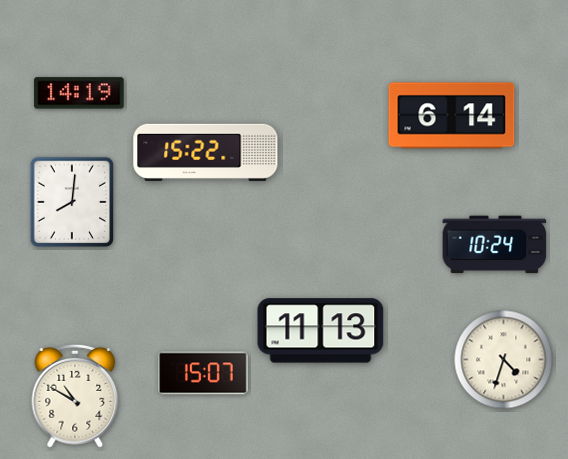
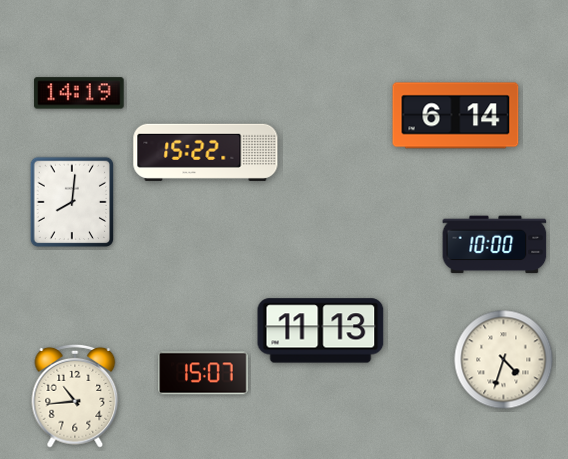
clock at (452, 116) position: (452, 116) -> (456, 116)
clock at (495, 245): 10:24 -> 10:00
clock at (75, 396): 10:50 -> 10:44
